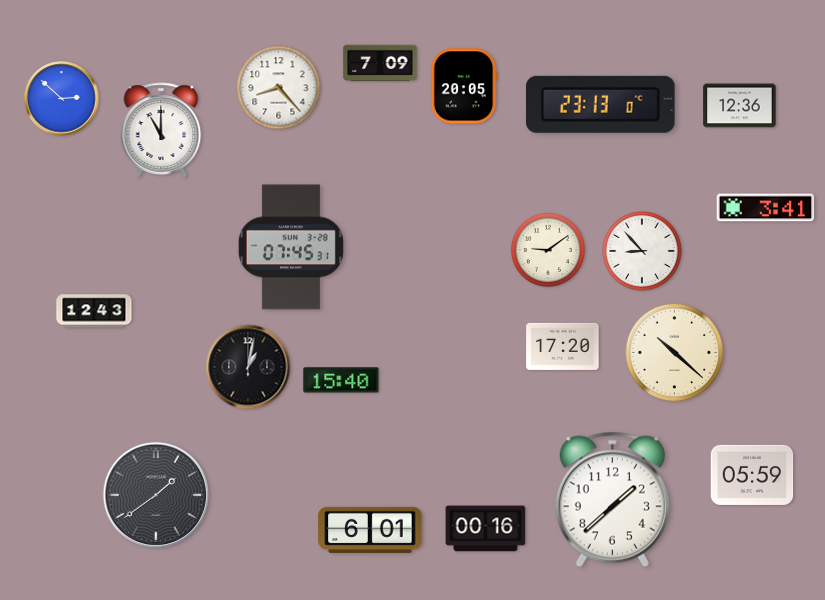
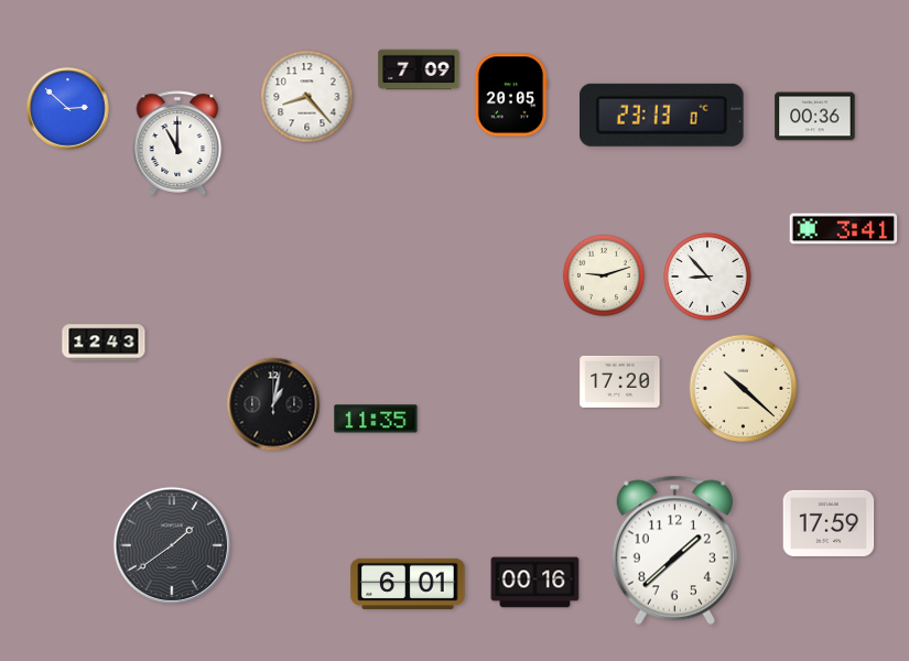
clock at (740, 106): 12:36 -> 00:36
clock at (291, 247): 07:45 -> none
clock at (548, 250): 9:09 -> 9:12
clock at (341, 380): 15:40 -> 11:35
clock at (752, 475): 05:59 -> 17:59
